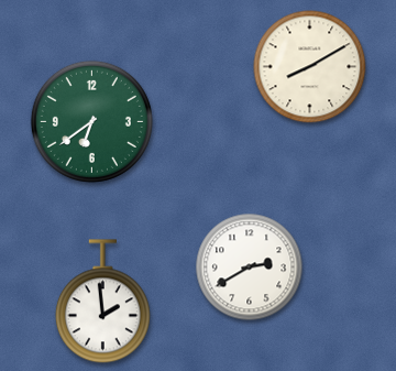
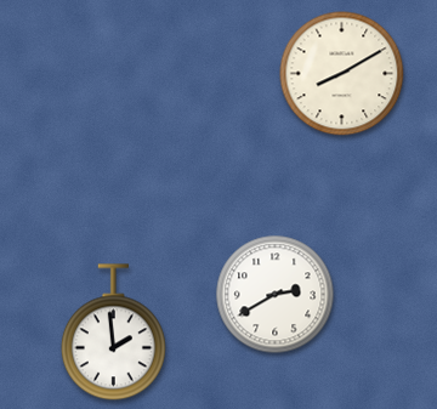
clock at (91, 121): 6:39 -> none
